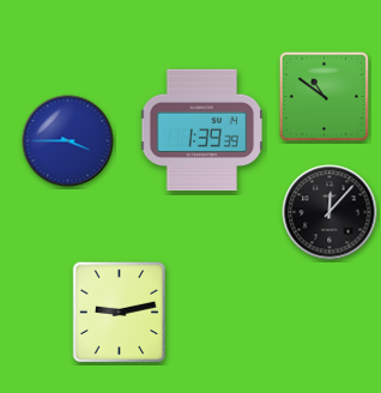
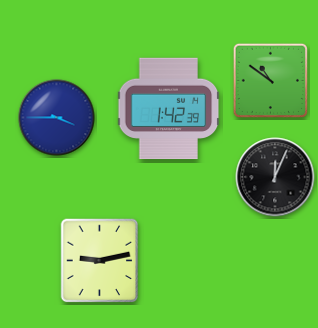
clock at (202, 131): 1:39 -> 1:42
clock at (329, 212): 12:07 -> 12:04
